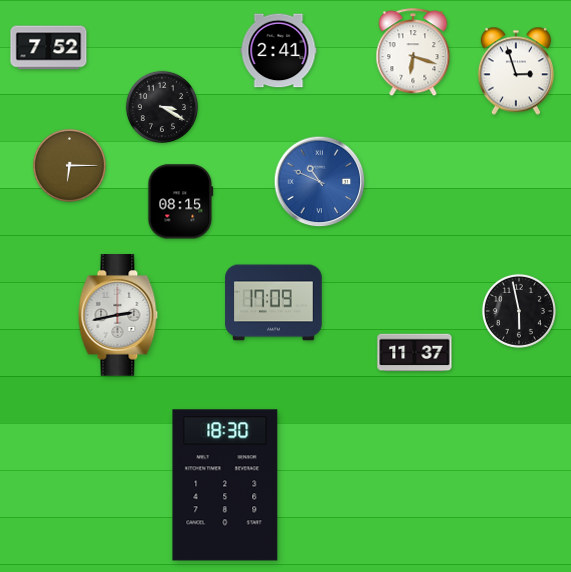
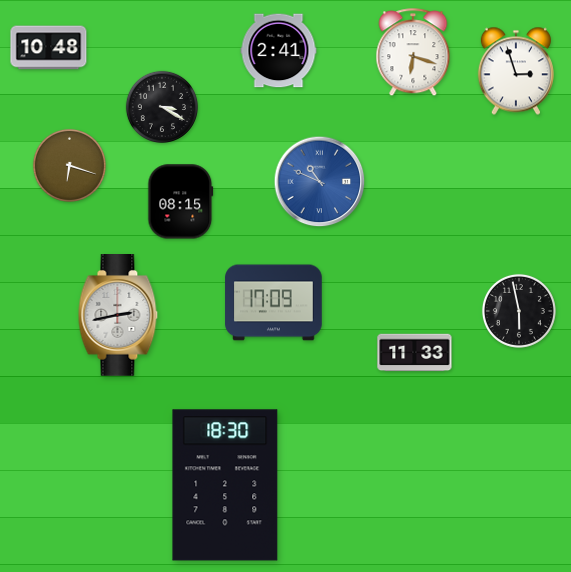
clock at (49, 48): 7:52 -> 10:48
clock at (69, 165): 6:15 -> 6:18
clock at (415, 353): 11:37 -> 11:33
